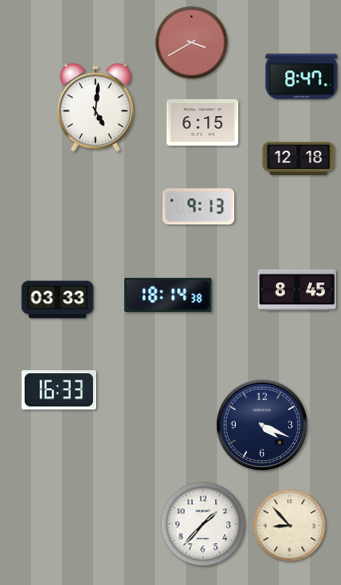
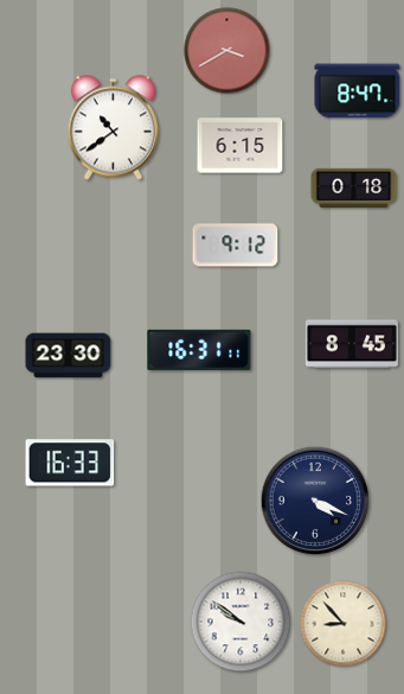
clock at (95, 108): 5:01 -> 10:39
clock at (299, 158): 12:18 -> 0:18
clock at (199, 207): 9:13 -> 9:12
clock at (168, 295): 18:14 -> 16:31
clock at (58, 300): 03:33 -> 23:30
clock at (262, 425) position: (262, 425) -> (315, 501)
clock at (203, 524): 1:37 -> 9:51
